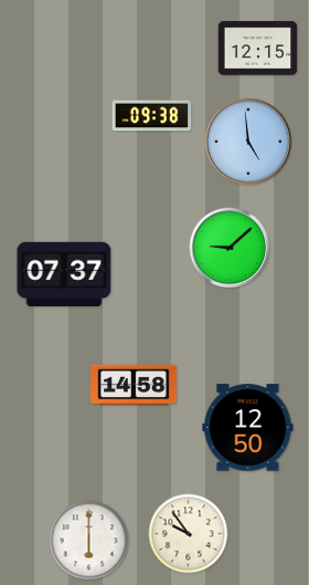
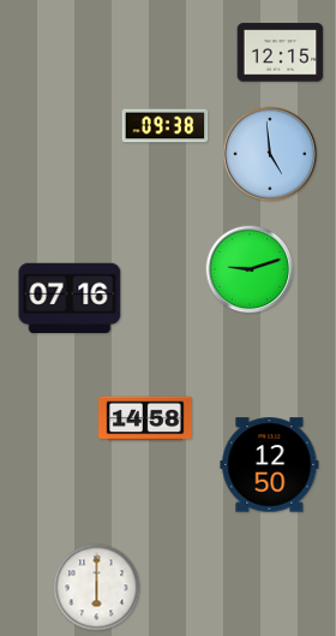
clock at (230, 248): 9:08 -> 9:12
clock at (64, 273): 07:37 -> 07:16
clock at (189, 534): 9:54 -> none
